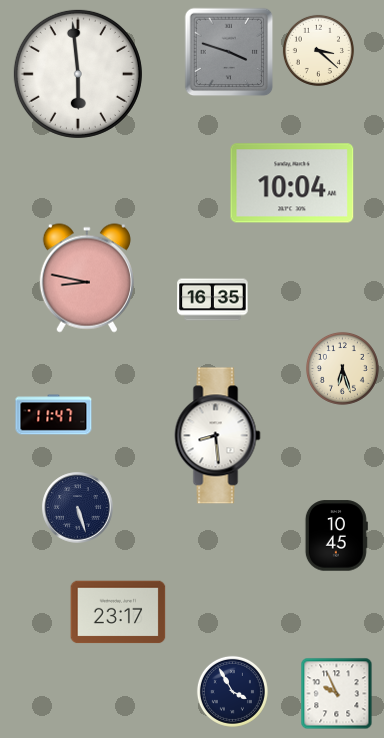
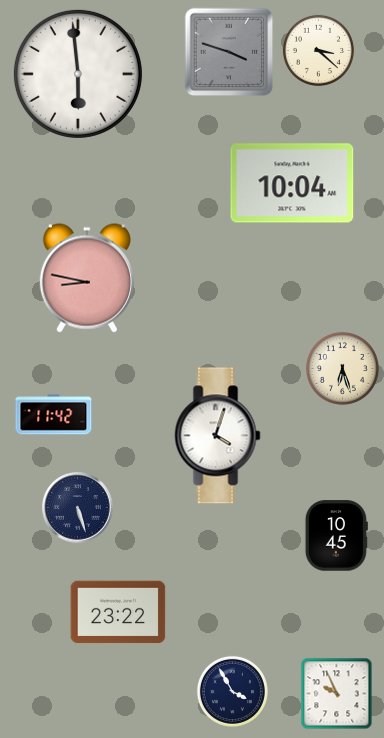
clock at (213, 300): 16:35 -> none
clock at (54, 415): 11:47 -> 11:42
clock at (218, 436): 8:29 -> 4:03
clock at (118, 612): 23:17 -> 23:22
